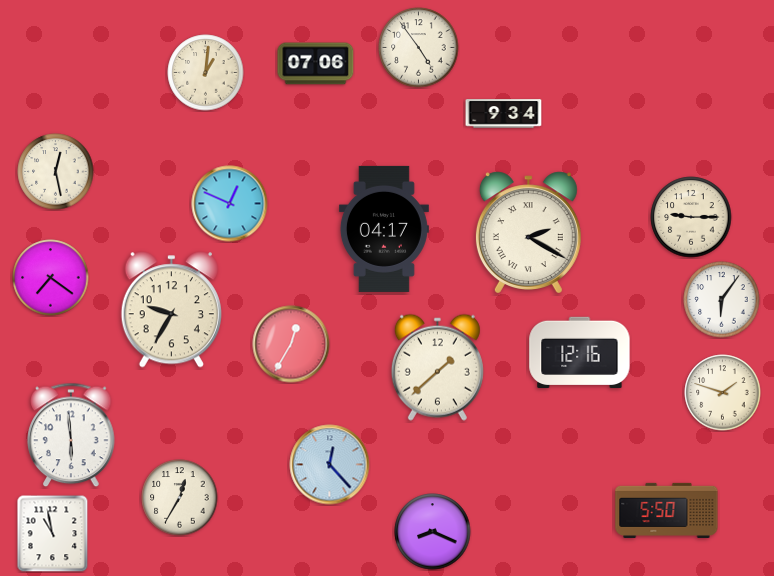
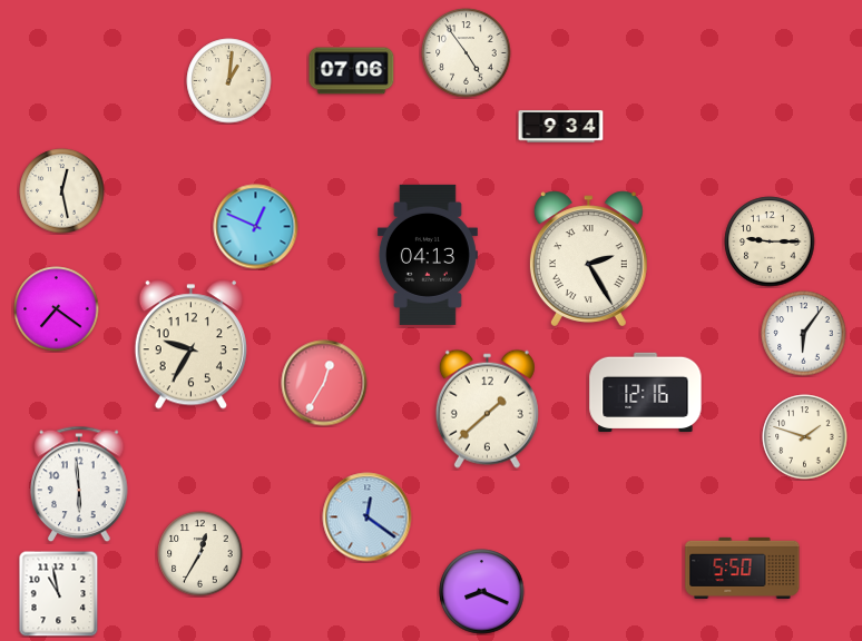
clock at (384, 229): 04:17 -> 04:13
clock at (528, 233): 2:20 -> 2:25
clock at (330, 465): 12:23 -> 12:21
